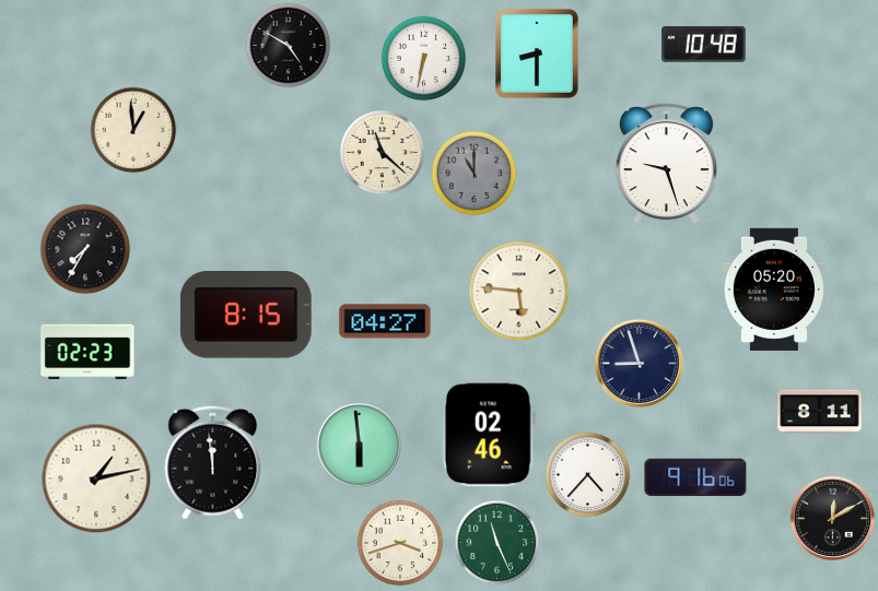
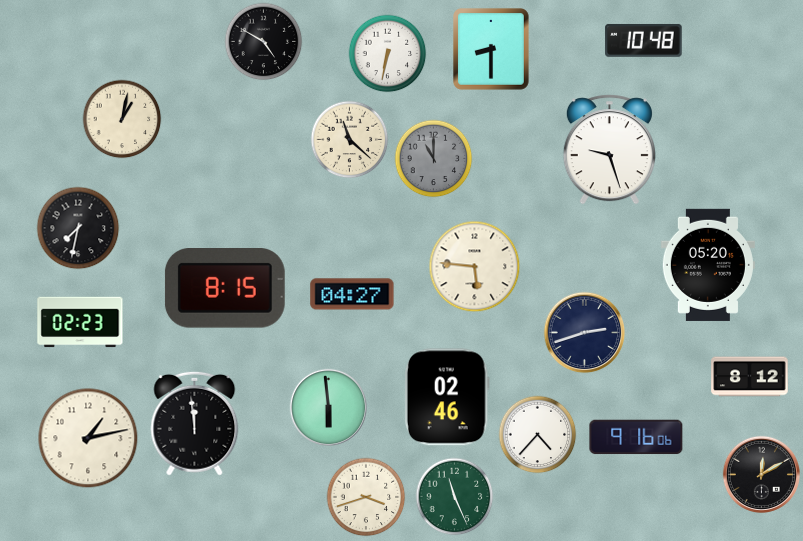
clock at (133, 130): 12:59 -> 1:02
clock at (85, 249): 7:35 -> 7:32
clock at (639, 363): 8:57 -> 2:42
clock at (820, 412): 8:11 -> 8:12
